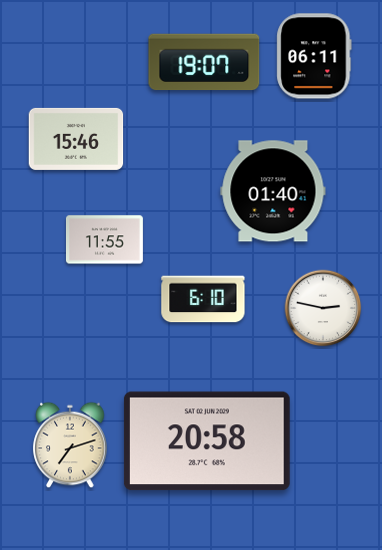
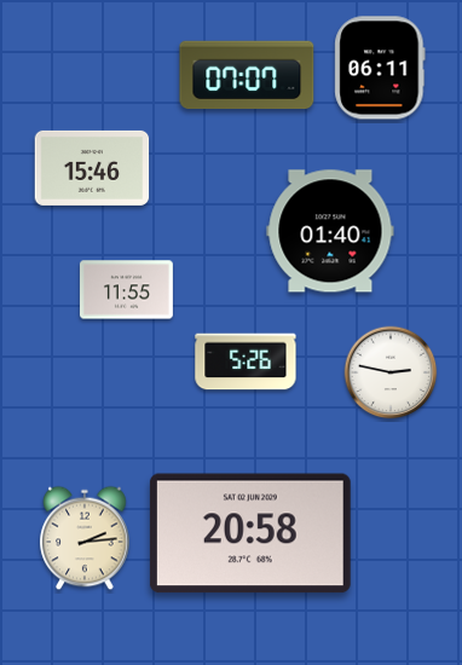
clock at (204, 62): 19:07 -> 07:07
clock at (203, 299): 6:10 -> 5:26
clock at (70, 445): 7:12 -> 2:14
